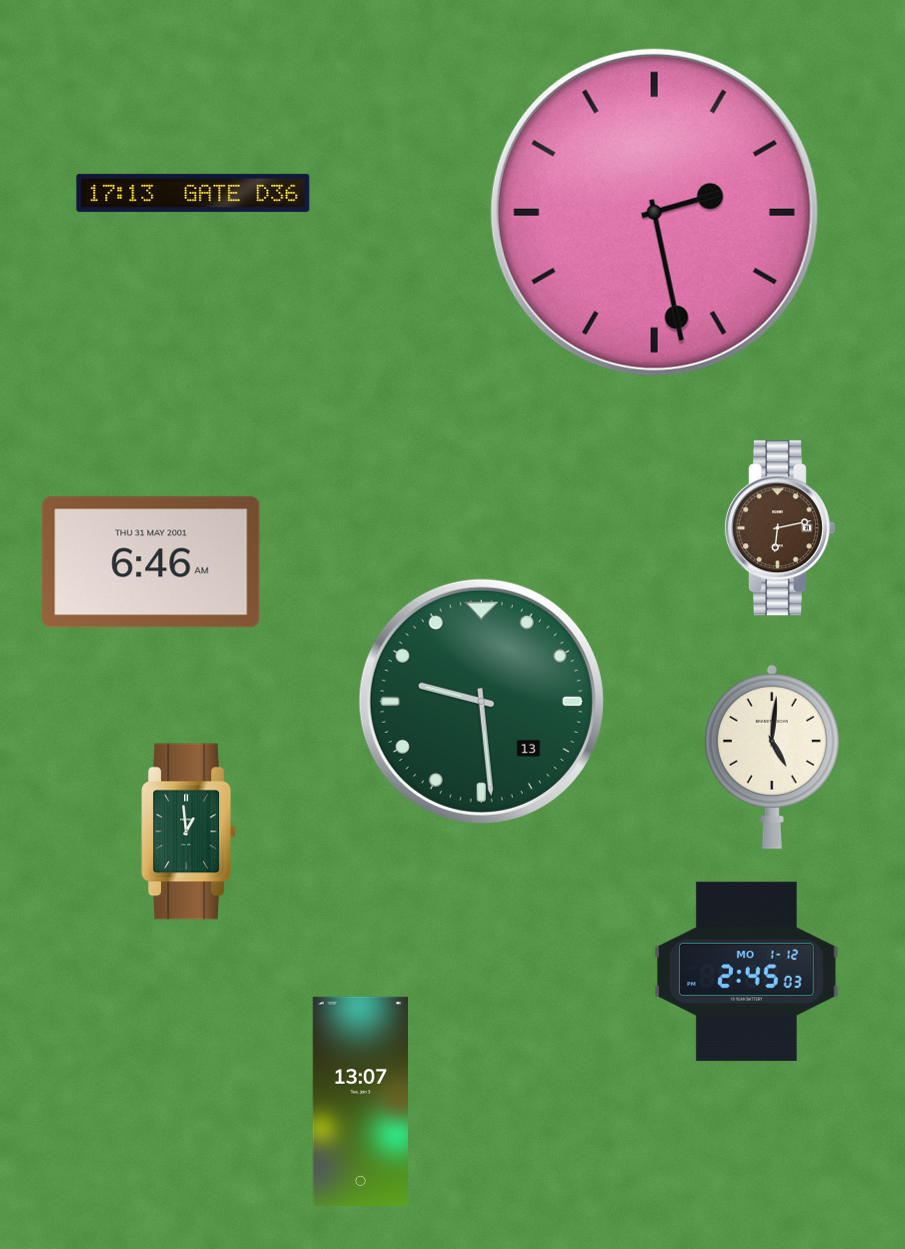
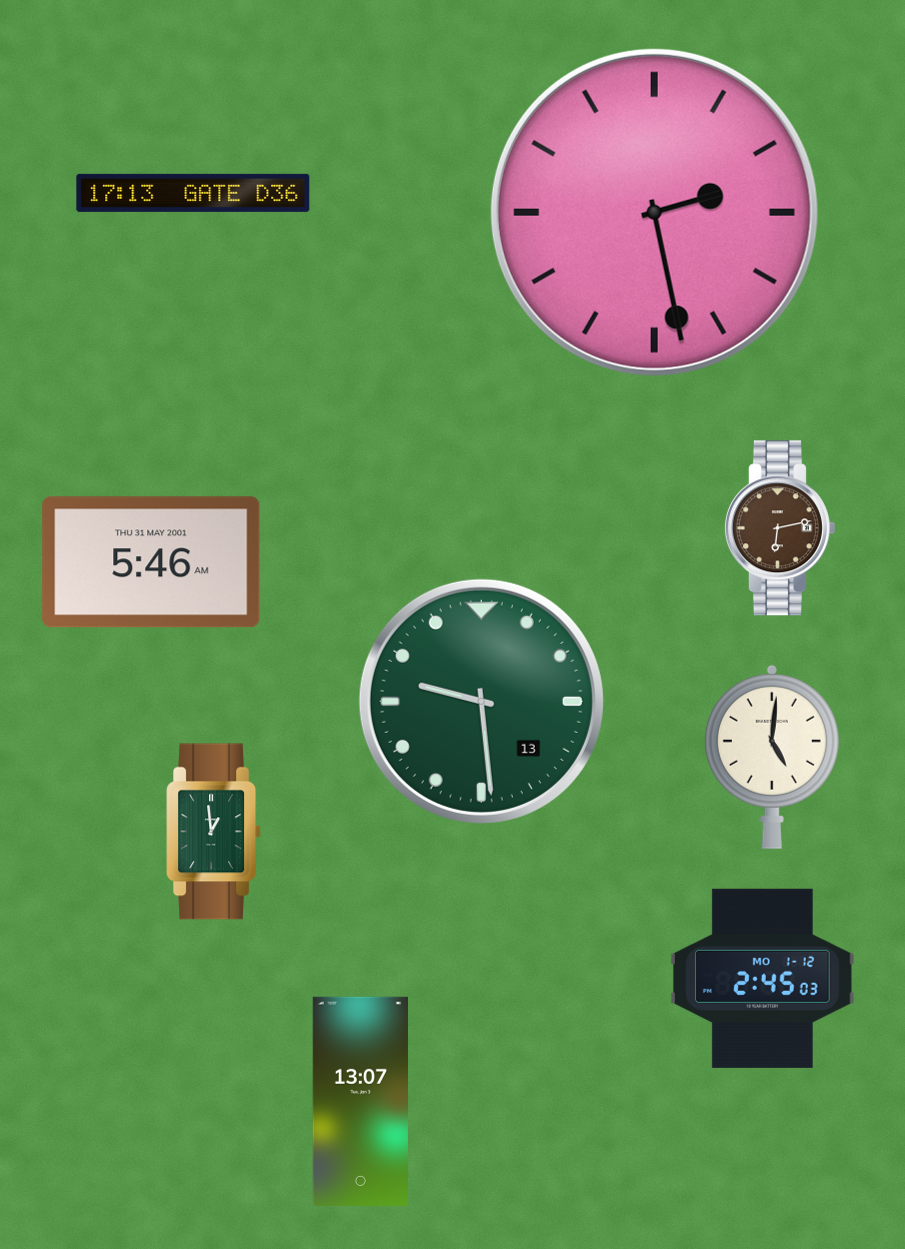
clock at (151, 562): 6:46 -> 5:46
clock at (189, 832) position: (189, 832) -> (214, 832)
clock at (746, 971) position: (746, 971) -> (762, 978)
